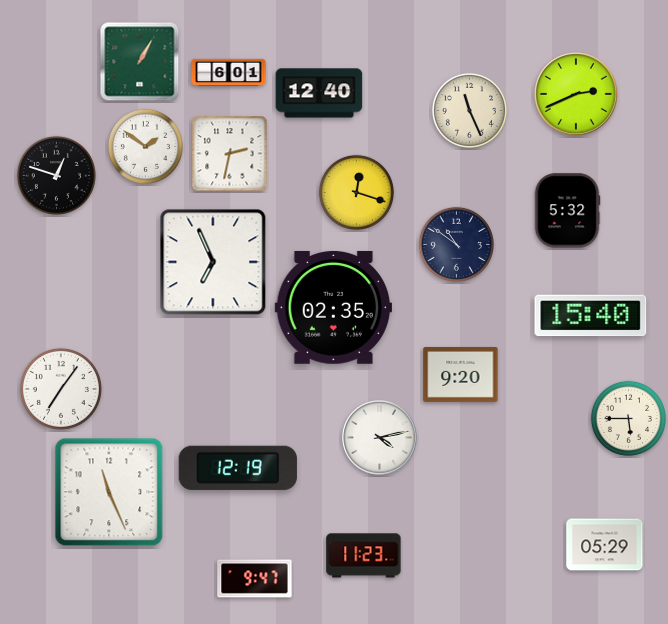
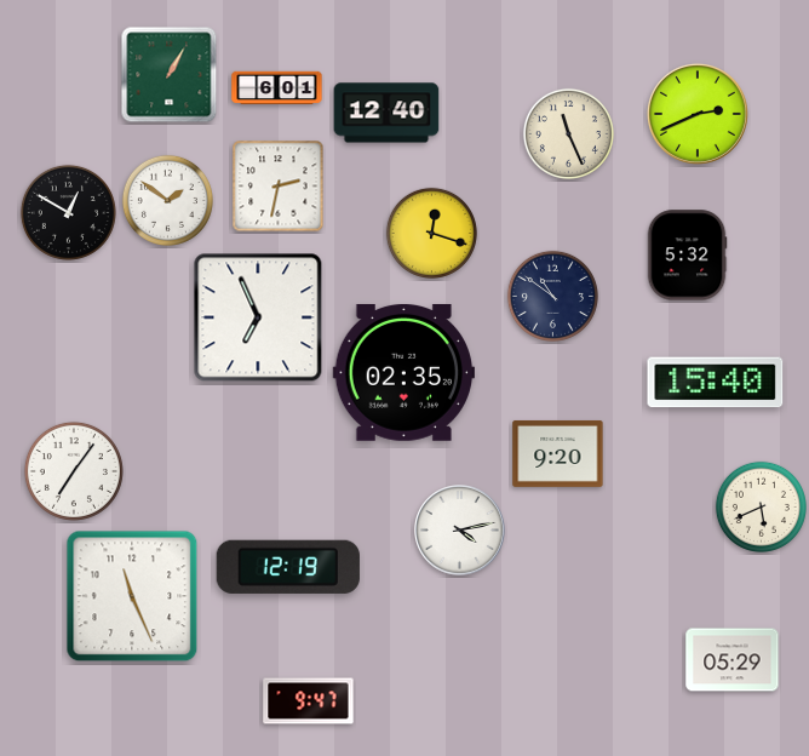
clock at (145, 146) position: (145, 146) -> (167, 200)
clock at (56, 175): 12:48 -> 12:50
clock at (628, 418): 5:45 -> 5:41
clock at (364, 556): 11:23 -> none
